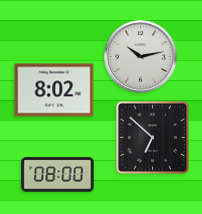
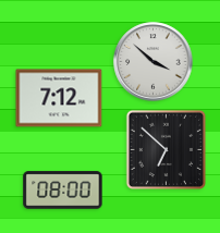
clock at (141, 57): 10:13 -> 3:52
clock at (54, 90): 8:02 -> 7:12
